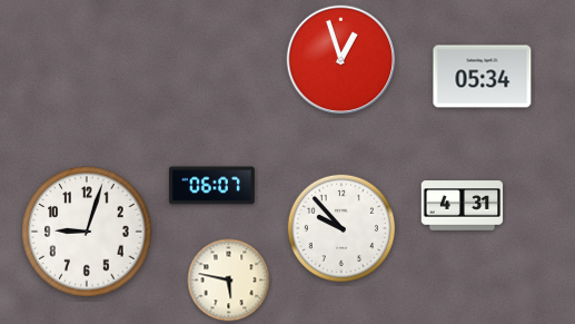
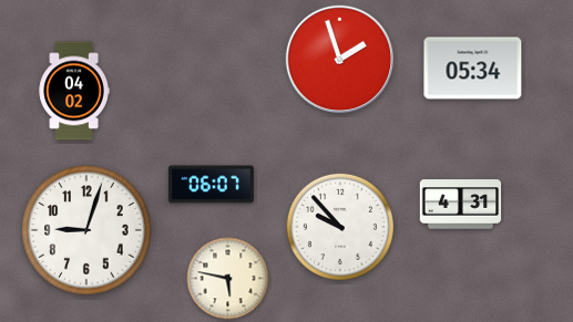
clock at (341, 60): 12:57 -> 1:57
clock at (483, 77) position: (483, 77) -> (473, 69)
clock at (74, 91): none -> 04:02
